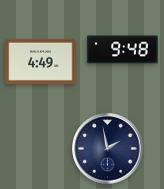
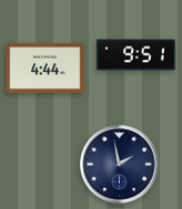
clock at (123, 50): 9:48 -> 9:51
clock at (41, 61): 4:49 -> 4:44
